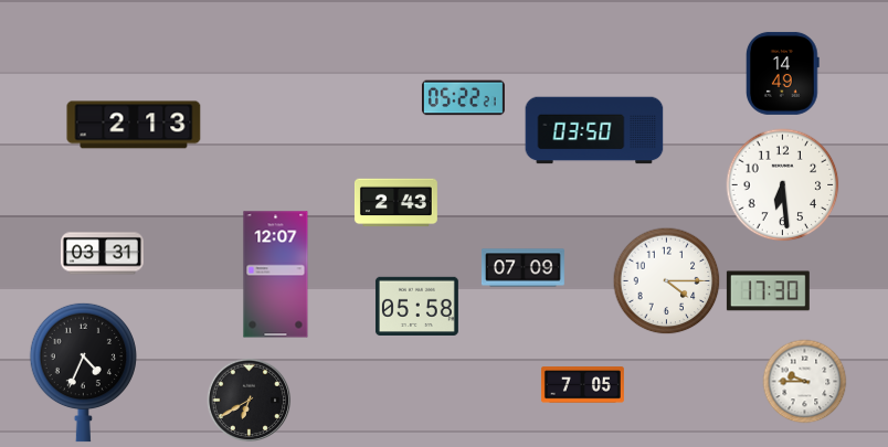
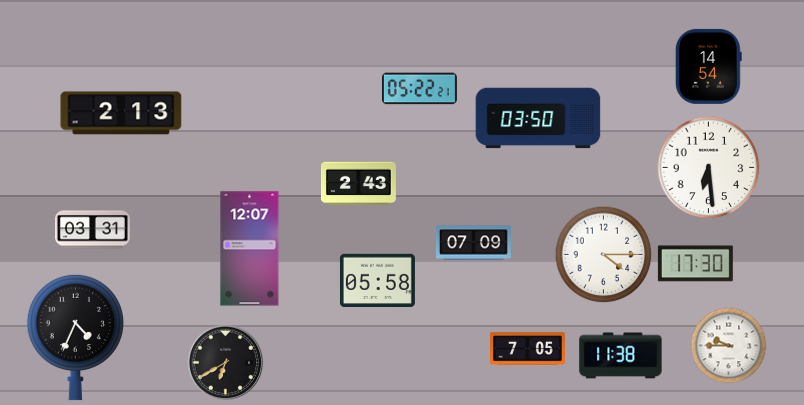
clock at (782, 73): 14:49 -> 14:54
clock at (416, 306) position: (416, 306) -> (377, 280)
clock at (621, 356): none -> 11:38
